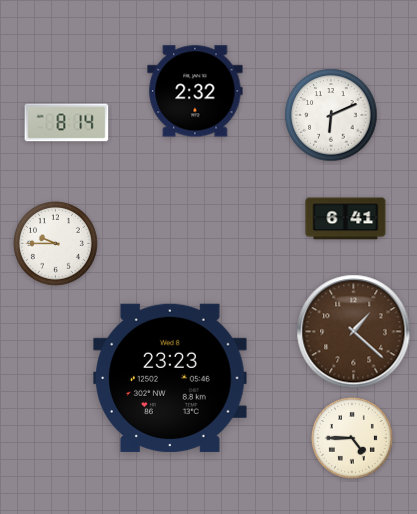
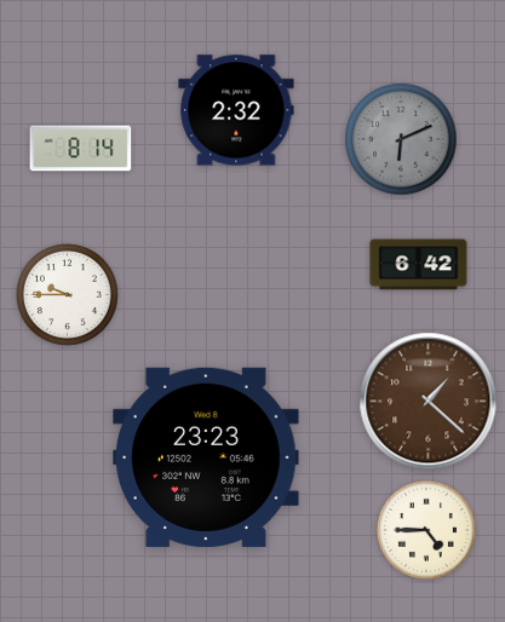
clock at (331, 115) dial: white -> grey
clock at (346, 219): 6:41 -> 6:42
